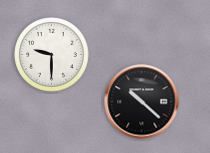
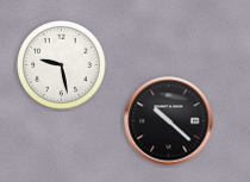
clock at (52, 55): 9:30 -> 9:28
